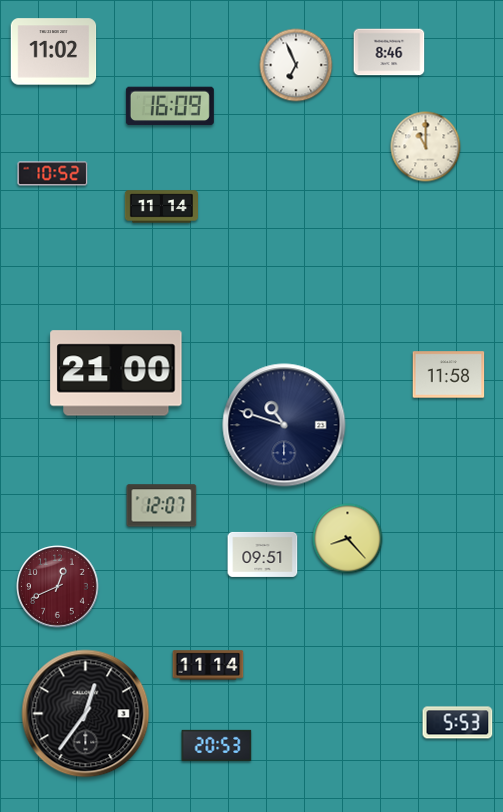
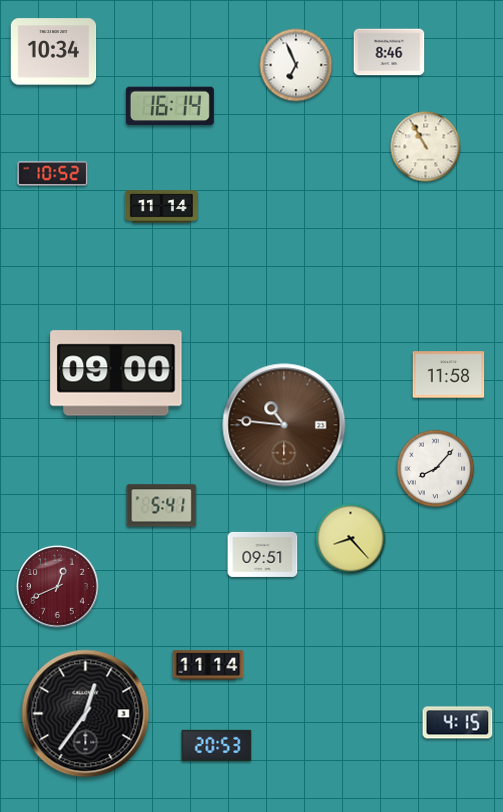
clock at (54, 52): 11:02 -> 10:34
clock at (170, 106): 16:09 -> 16:14
clock at (426, 147): 11:00 -> 10:55
clock at (116, 373): 21:00 -> 09:00
clock at (284, 425): 10:48 -> 10:46
clock at (284, 425) dial: navy -> brown
clock at (436, 469): none -> 8:07
clock at (162, 506): 12:07 -> 5:41
clock at (348, 539) position: (348, 539) -> (351, 539)
clock at (458, 723): 5:53 -> 4:15
